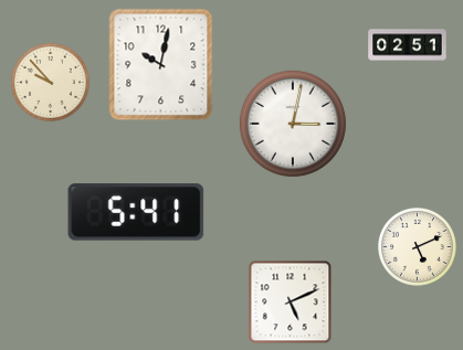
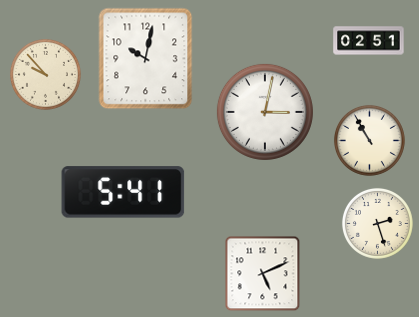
clock at (369, 140): none -> 10:55
clock at (417, 246): 5:11 -> 2:27
